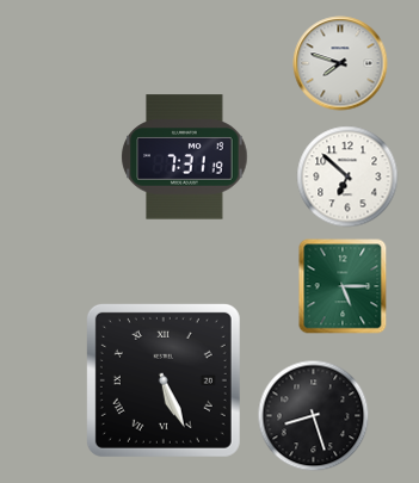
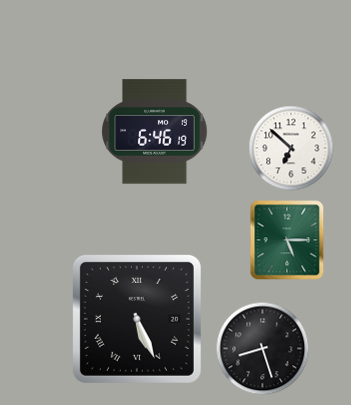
clock at (340, 63): 7:48 -> none
clock at (185, 157): 7:31 -> 6:46
